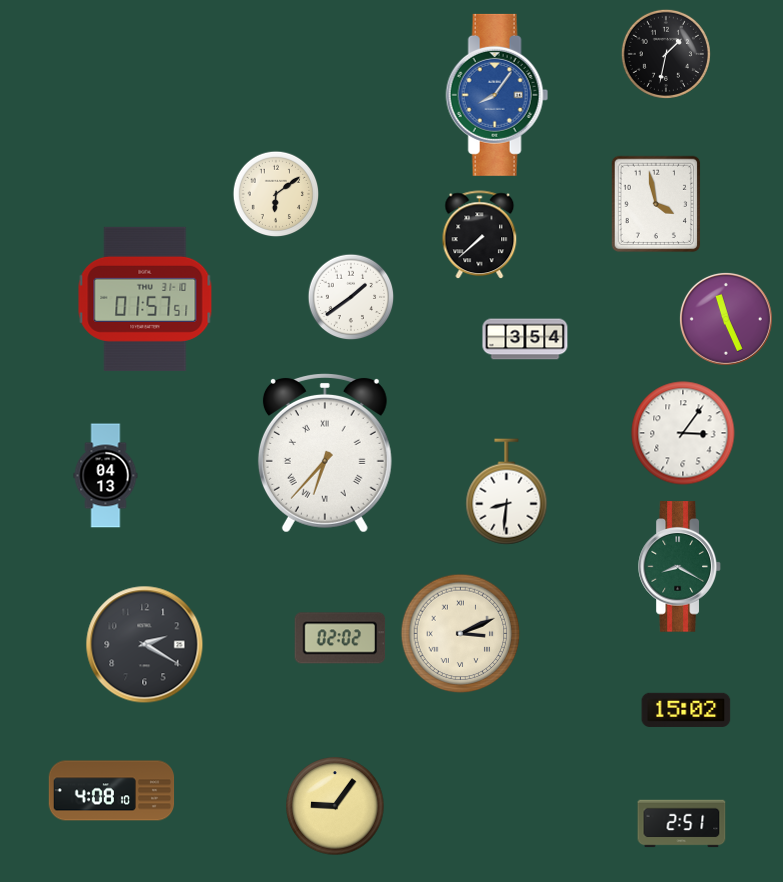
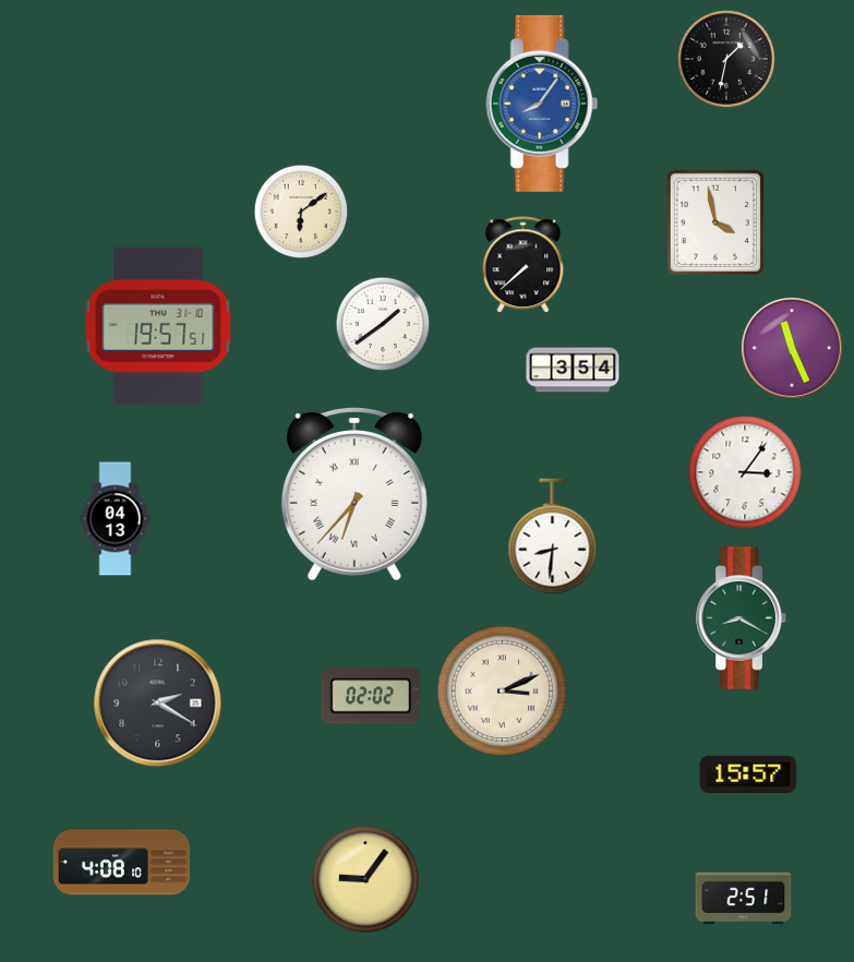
clock at (480, 235) position: (480, 235) -> (524, 265)
clock at (145, 299): 01:57 -> 19:57
clock at (686, 710): 15:02 -> 15:57
